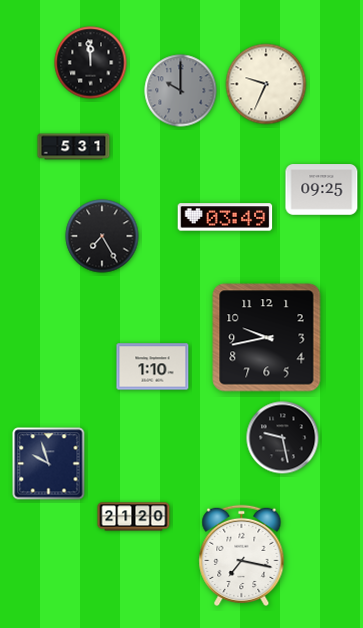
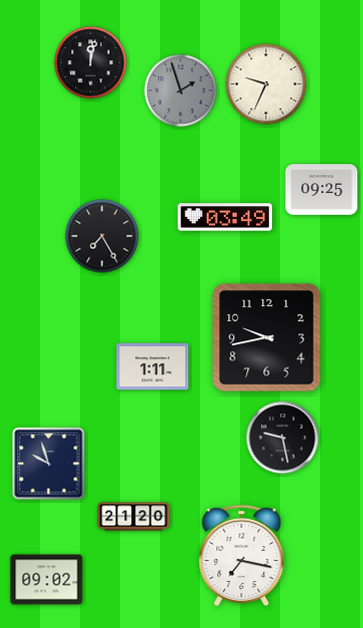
clock at (91, 63): 11:59 -> 12:02
clock at (181, 91): 10:00 -> 1:57
clock at (74, 147): 5:31 -> none
clock at (153, 367): 1:10 -> 1:11
clock at (47, 580): none -> 09:02
